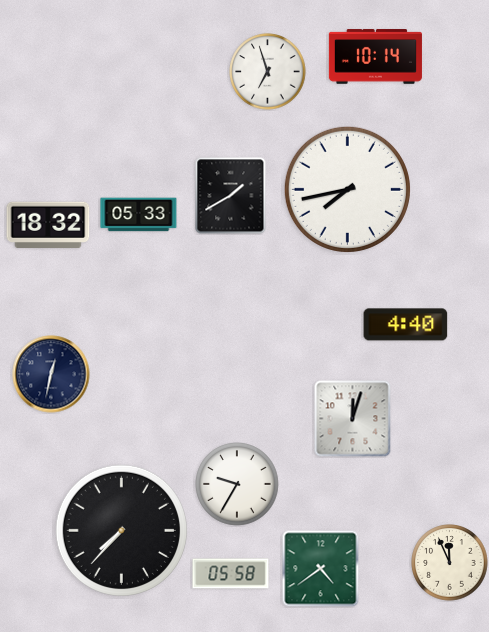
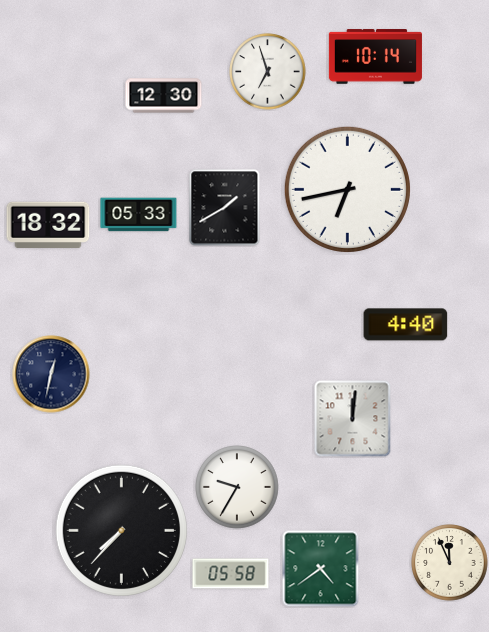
clock at (164, 96): none -> 12:30
clock at (347, 189): 7:43 -> 6:43
clock at (231, 196) position: (231, 196) -> (225, 208)
clock at (353, 419): 12:03 -> 12:01
clock at (237, 484) position: (237, 484) -> (237, 487)
